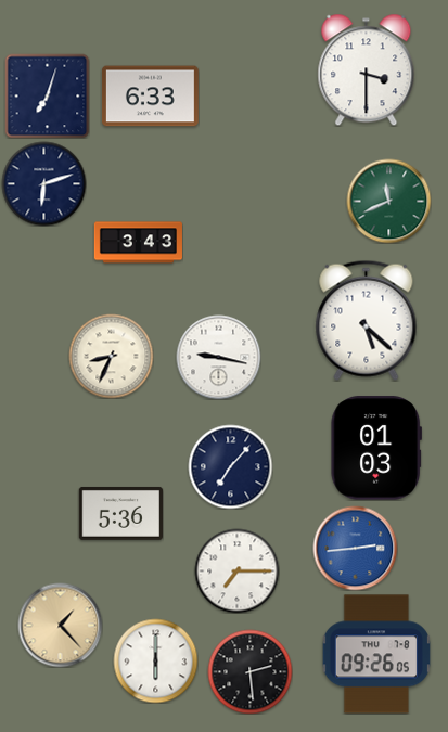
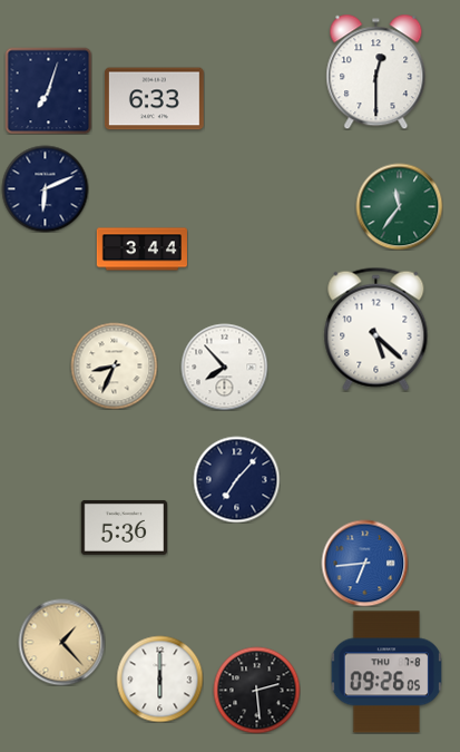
clock at (367, 69): 3:30 -> 12:30
clock at (47, 95) position: (47, 95) -> (48, 90)
clock at (43, 183): 6:12 -> 6:11
clock at (388, 201): 11:41 -> 11:36
clock at (138, 243): 3:43 -> 3:44
clock at (218, 357): 9:17 -> 7:53
clock at (375, 448): 01:03 -> none
clock at (355, 548): 2:44 -> 6:44
clock at (236, 570): 7:15 -> none
